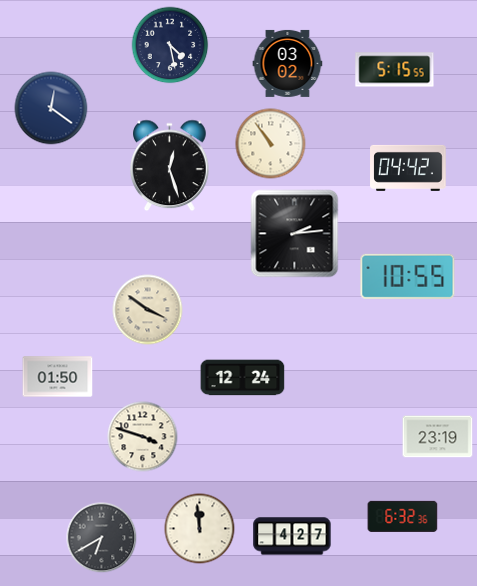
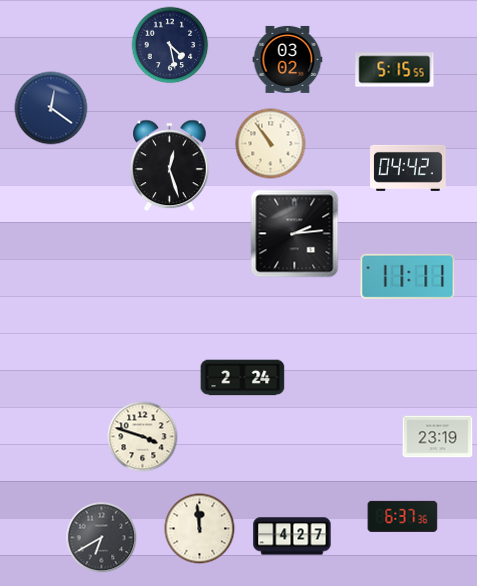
clock at (288, 63) position: (288, 63) -> (288, 59)
clock at (408, 276): 10:55 -> 11:11
clock at (148, 310): 3:51 -> none
clock at (58, 377): 01:50 -> none
clock at (243, 378): 12:24 -> 2:24
clock at (403, 516): 6:32 -> 6:37
